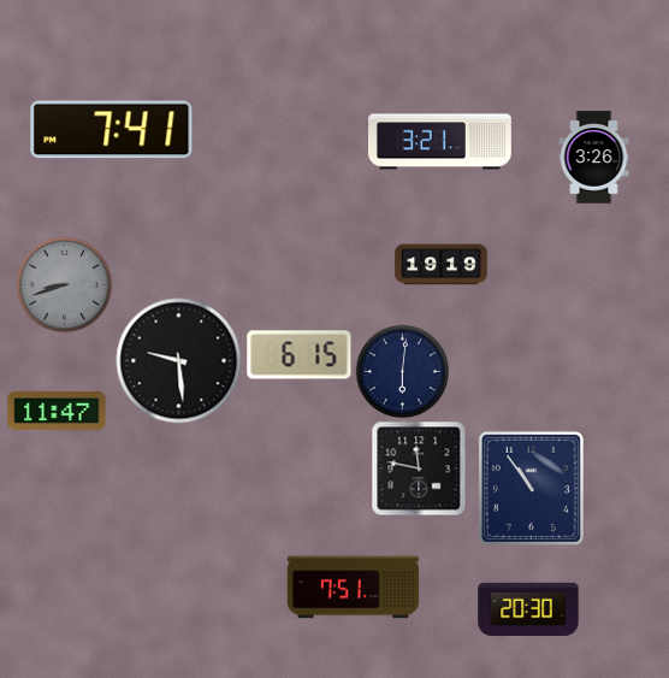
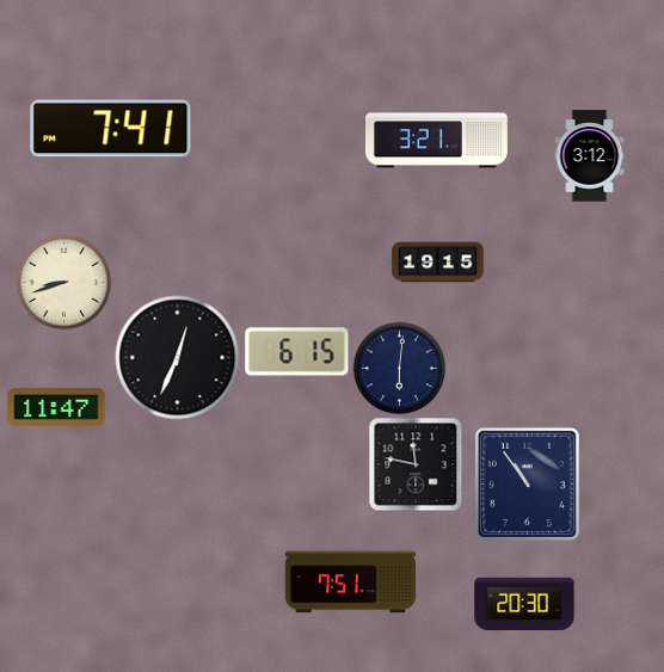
clock at (594, 158): 3:26 -> 3:12
clock at (442, 265): 19:19 -> 19:15
clock at (64, 284) dial: grey -> cream
clock at (179, 361): 9:29 -> 12:34
